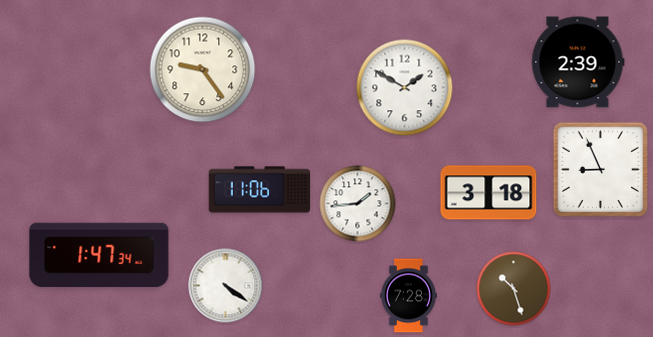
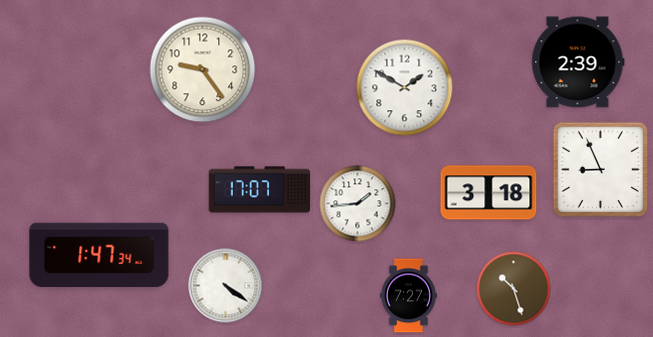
clock at (260, 190): 11:06 -> 17:07
clock at (408, 296): 7:28 -> 7:27
